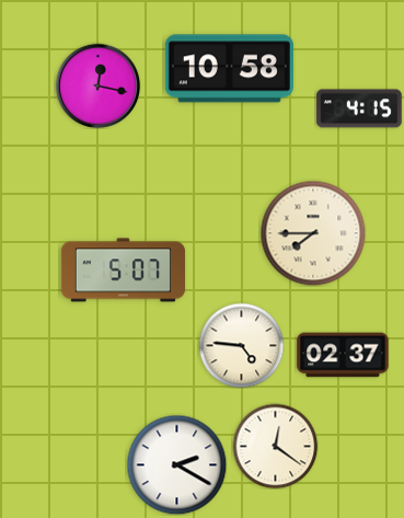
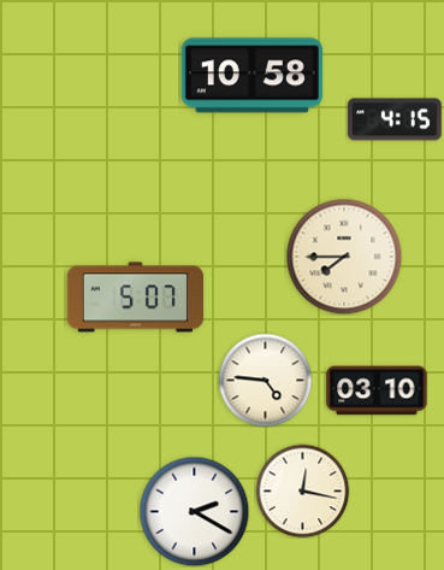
clock at (97, 85): 12:17 -> none
clock at (343, 355): 02:37 -> 03:10
clock at (275, 446): 12:21 -> 12:17
